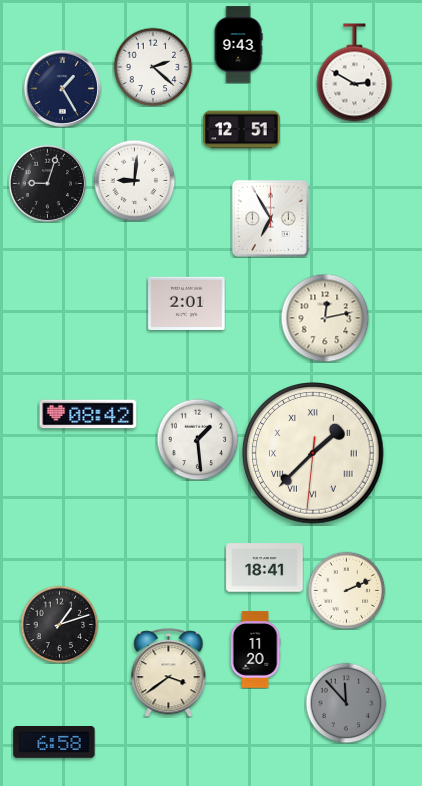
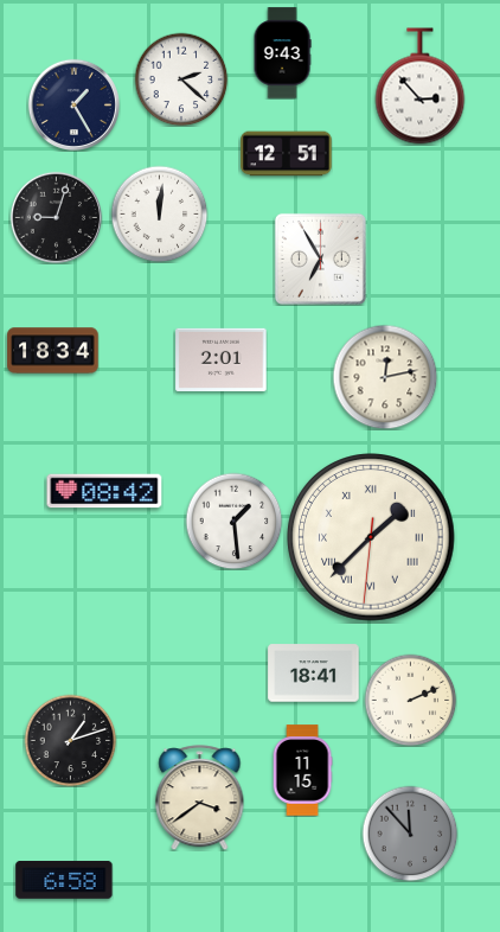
clock at (355, 73): 2:50 -> 2:53
clock at (134, 180): 9:01 -> 12:01
clock at (53, 351): none -> 18:34
clock at (255, 650): 11:20 -> 11:15
